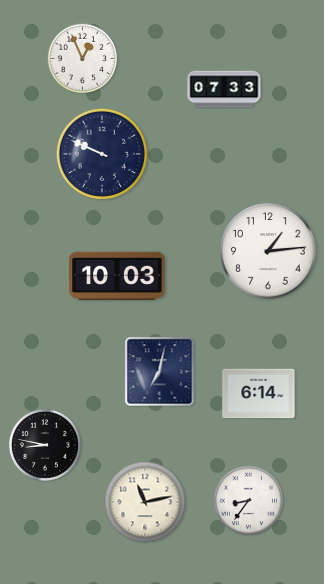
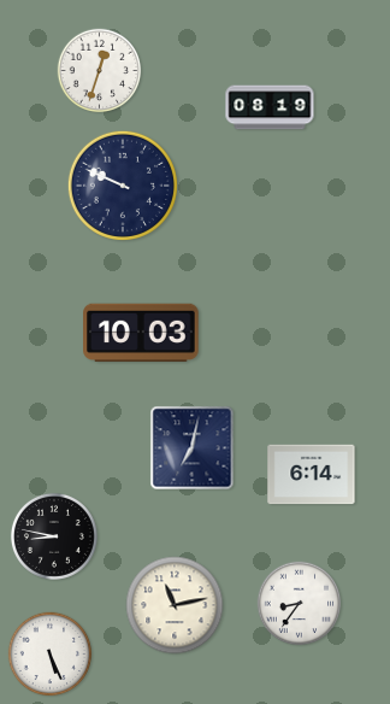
clock at (83, 59): 12:56 -> 12:33
clock at (224, 89): 07:33 -> 08:19
clock at (268, 251): 1:14 -> none
clock at (51, 655): none -> 5:26
